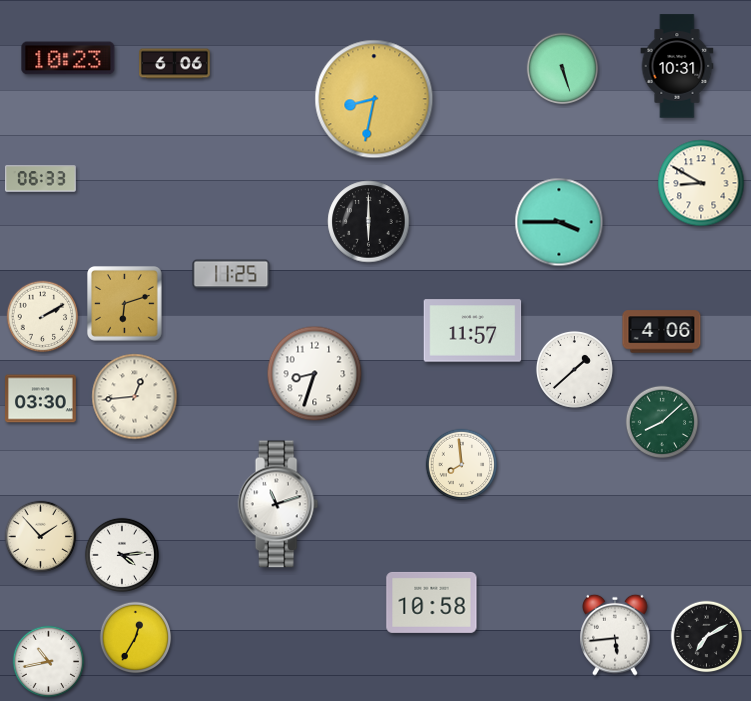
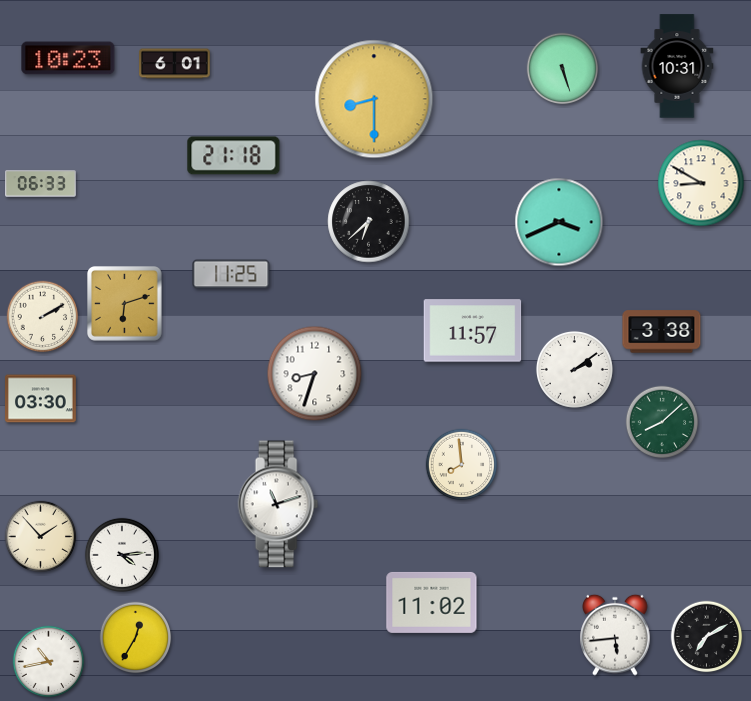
clock at (175, 64): 6:06 -> 6:01
clock at (374, 99): 8:32 -> 8:30
clock at (234, 156): none -> 21:18
clock at (41, 179) position: (41, 179) -> (41, 184)
clock at (369, 222): 6:00 -> 6:38
clock at (559, 222): 3:45 -> 3:41
clock at (662, 332): 4:06 -> 3:38
clock at (574, 369): 1:38 -> 2:09
clock at (135, 397): 12:44 -> none
clock at (432, 602): 10:58 -> 11:02
